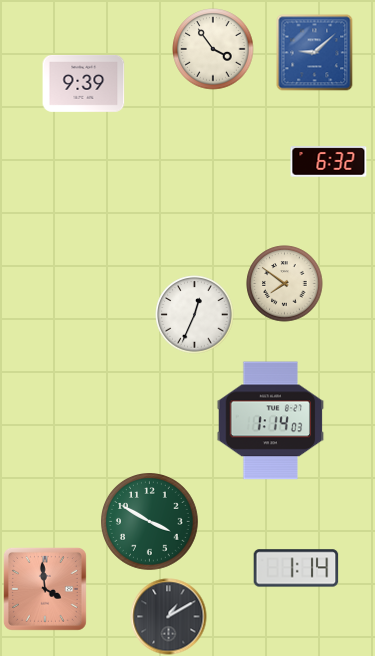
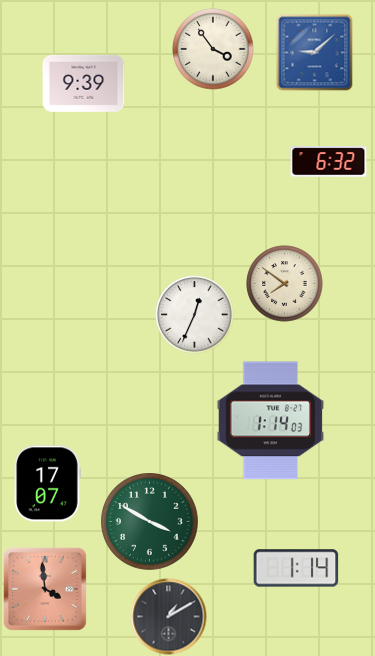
clock at (47, 484): none -> 17:07
